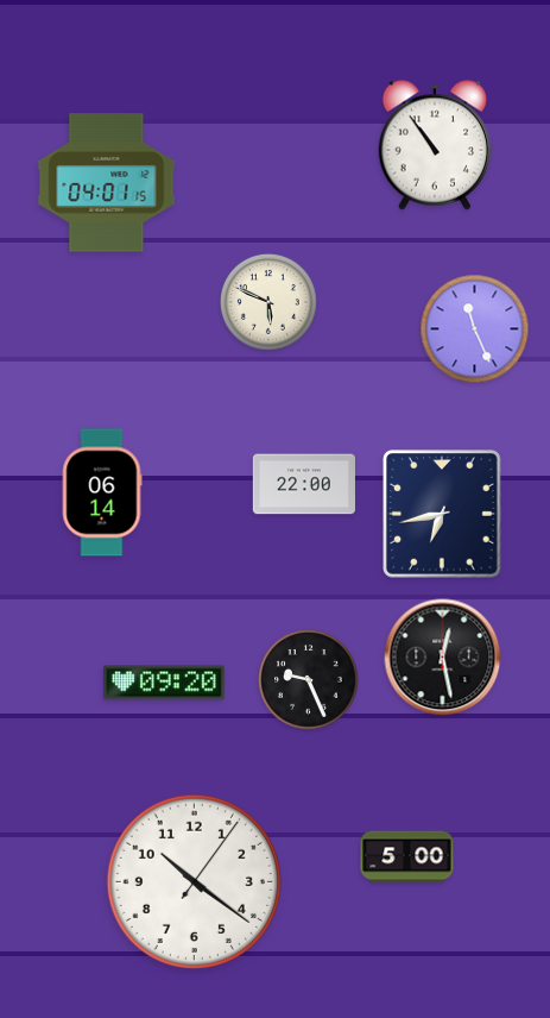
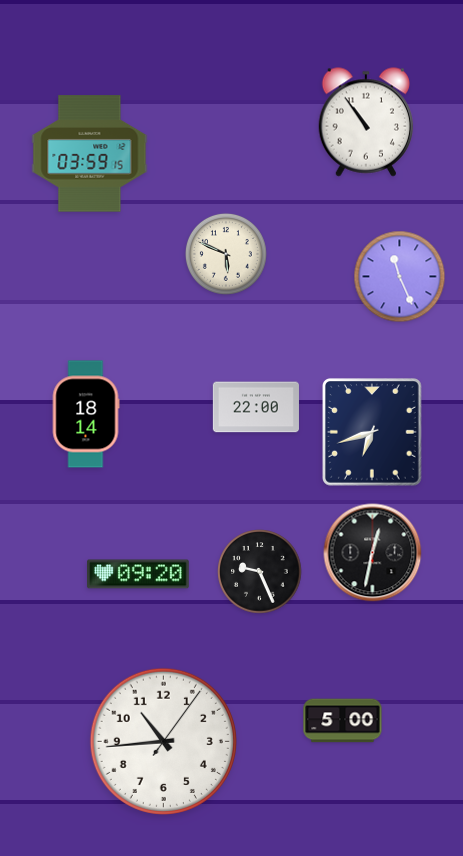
clock at (107, 183): 04:01 -> 03:59
clock at (102, 492): 06:14 -> 18:14
clock at (443, 514): 6:43 -> 6:42
clock at (443, 658): 12:28 -> 12:32
clock at (194, 881): 10:21 -> 10:44
